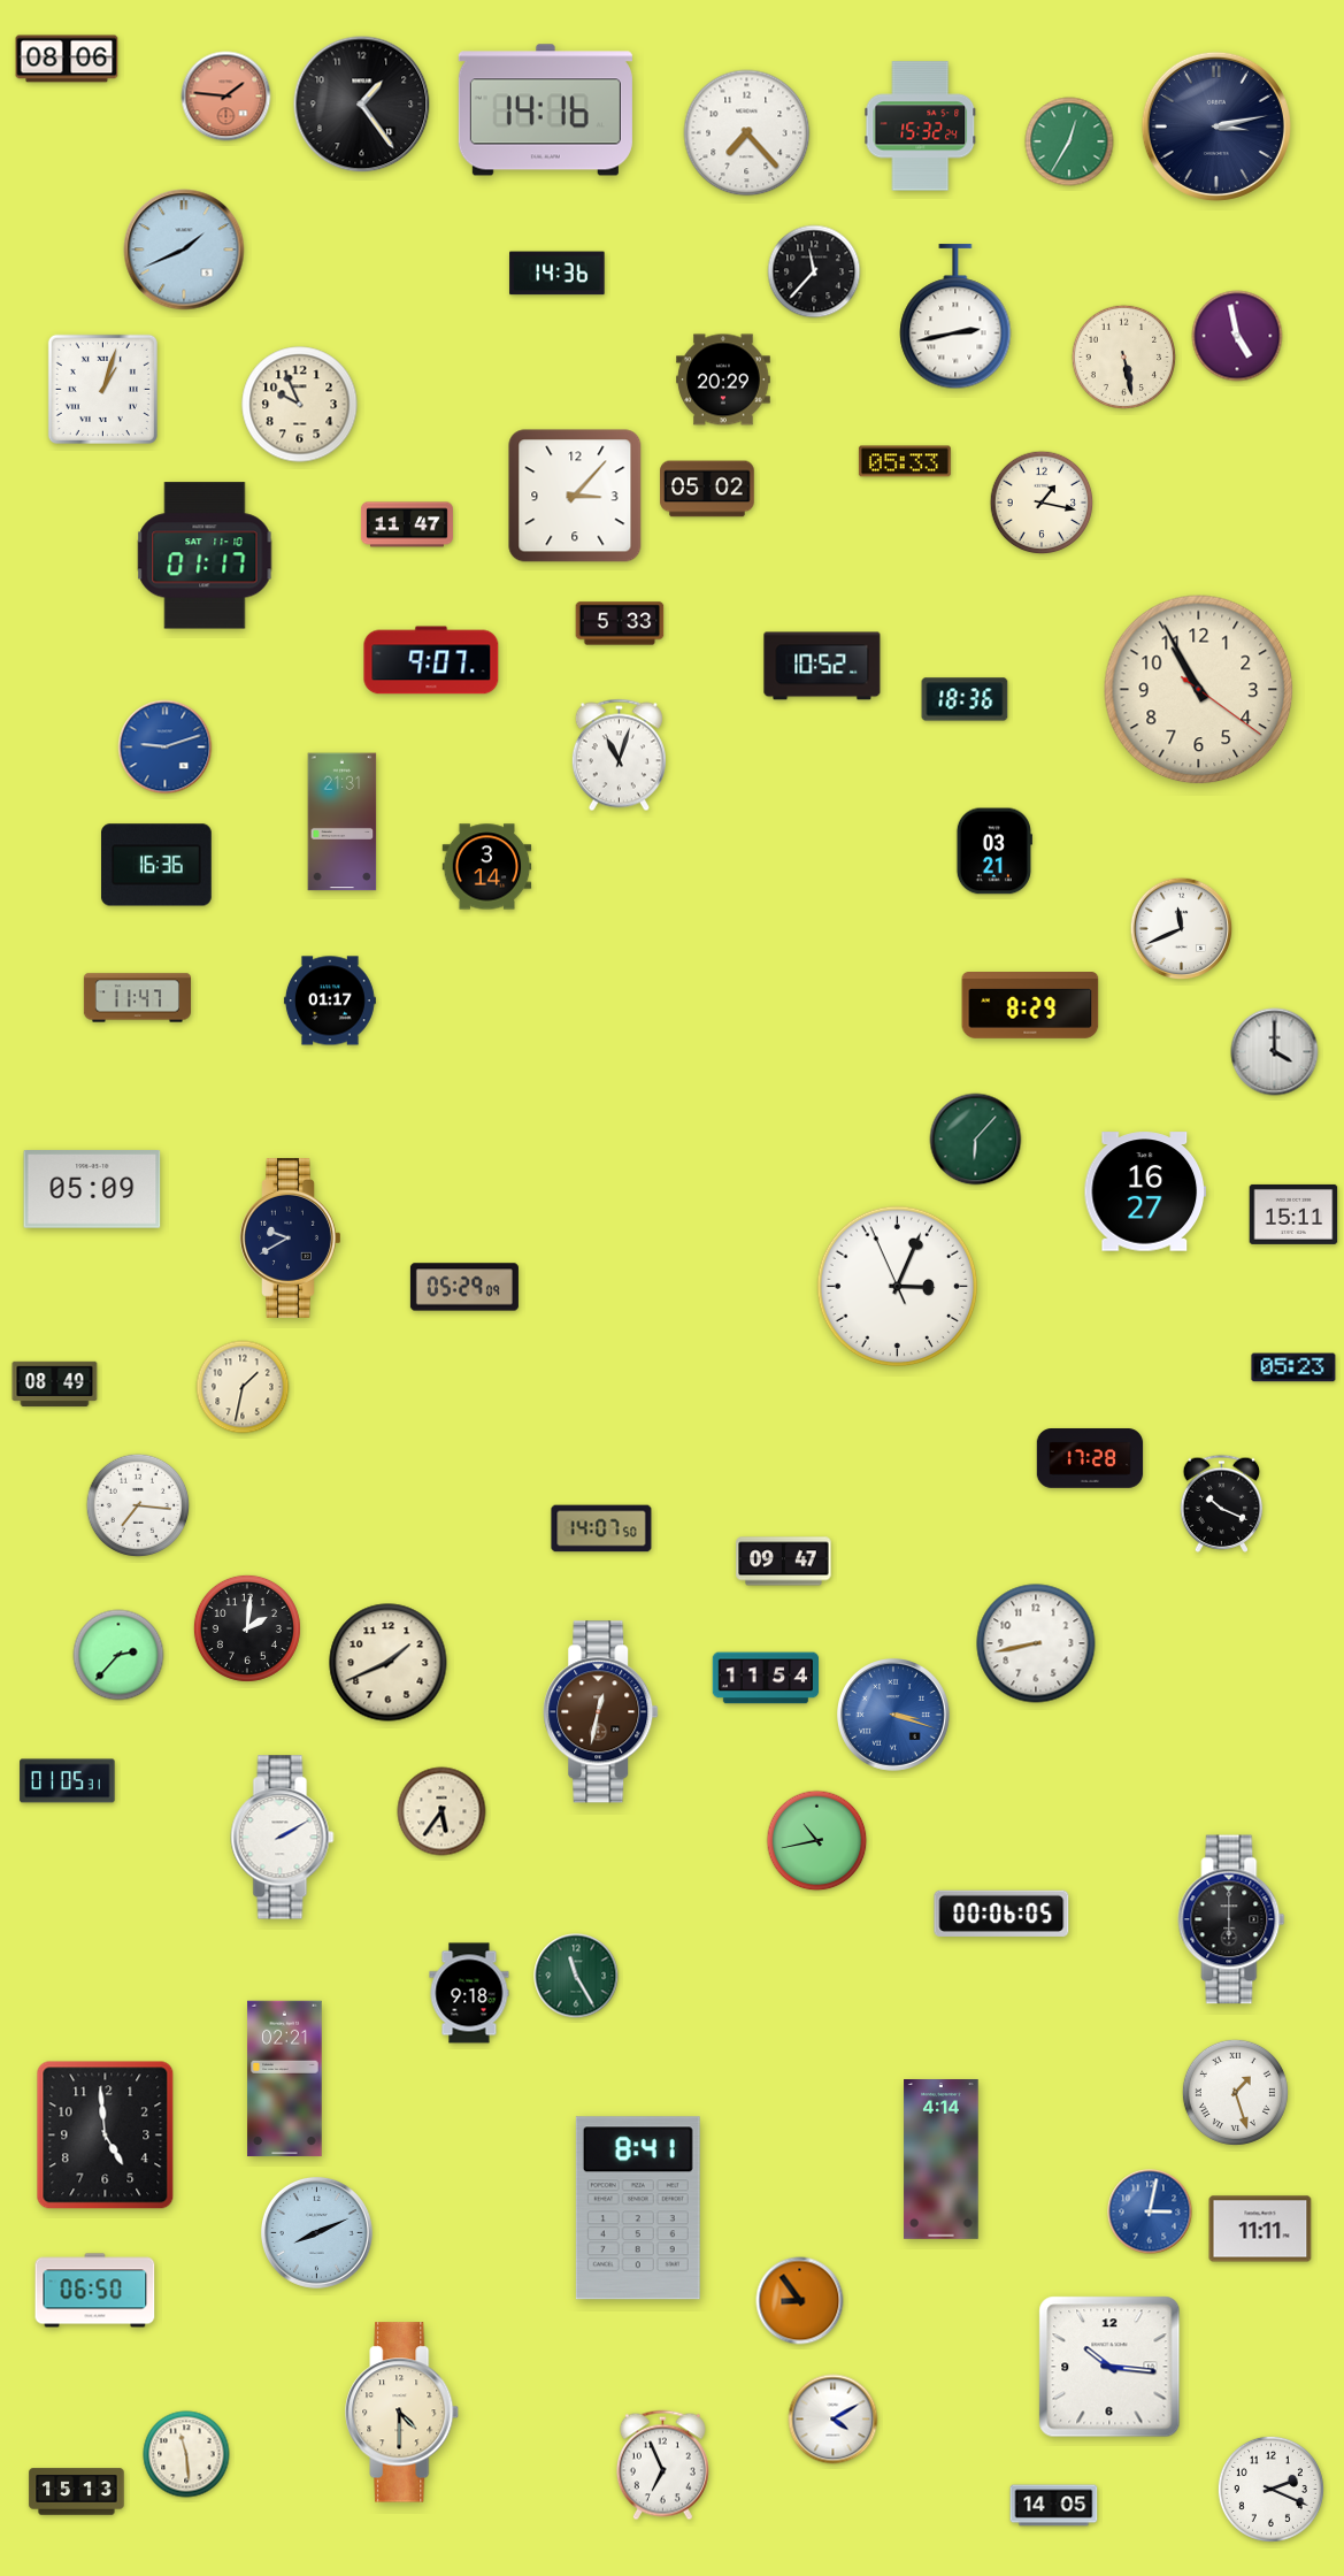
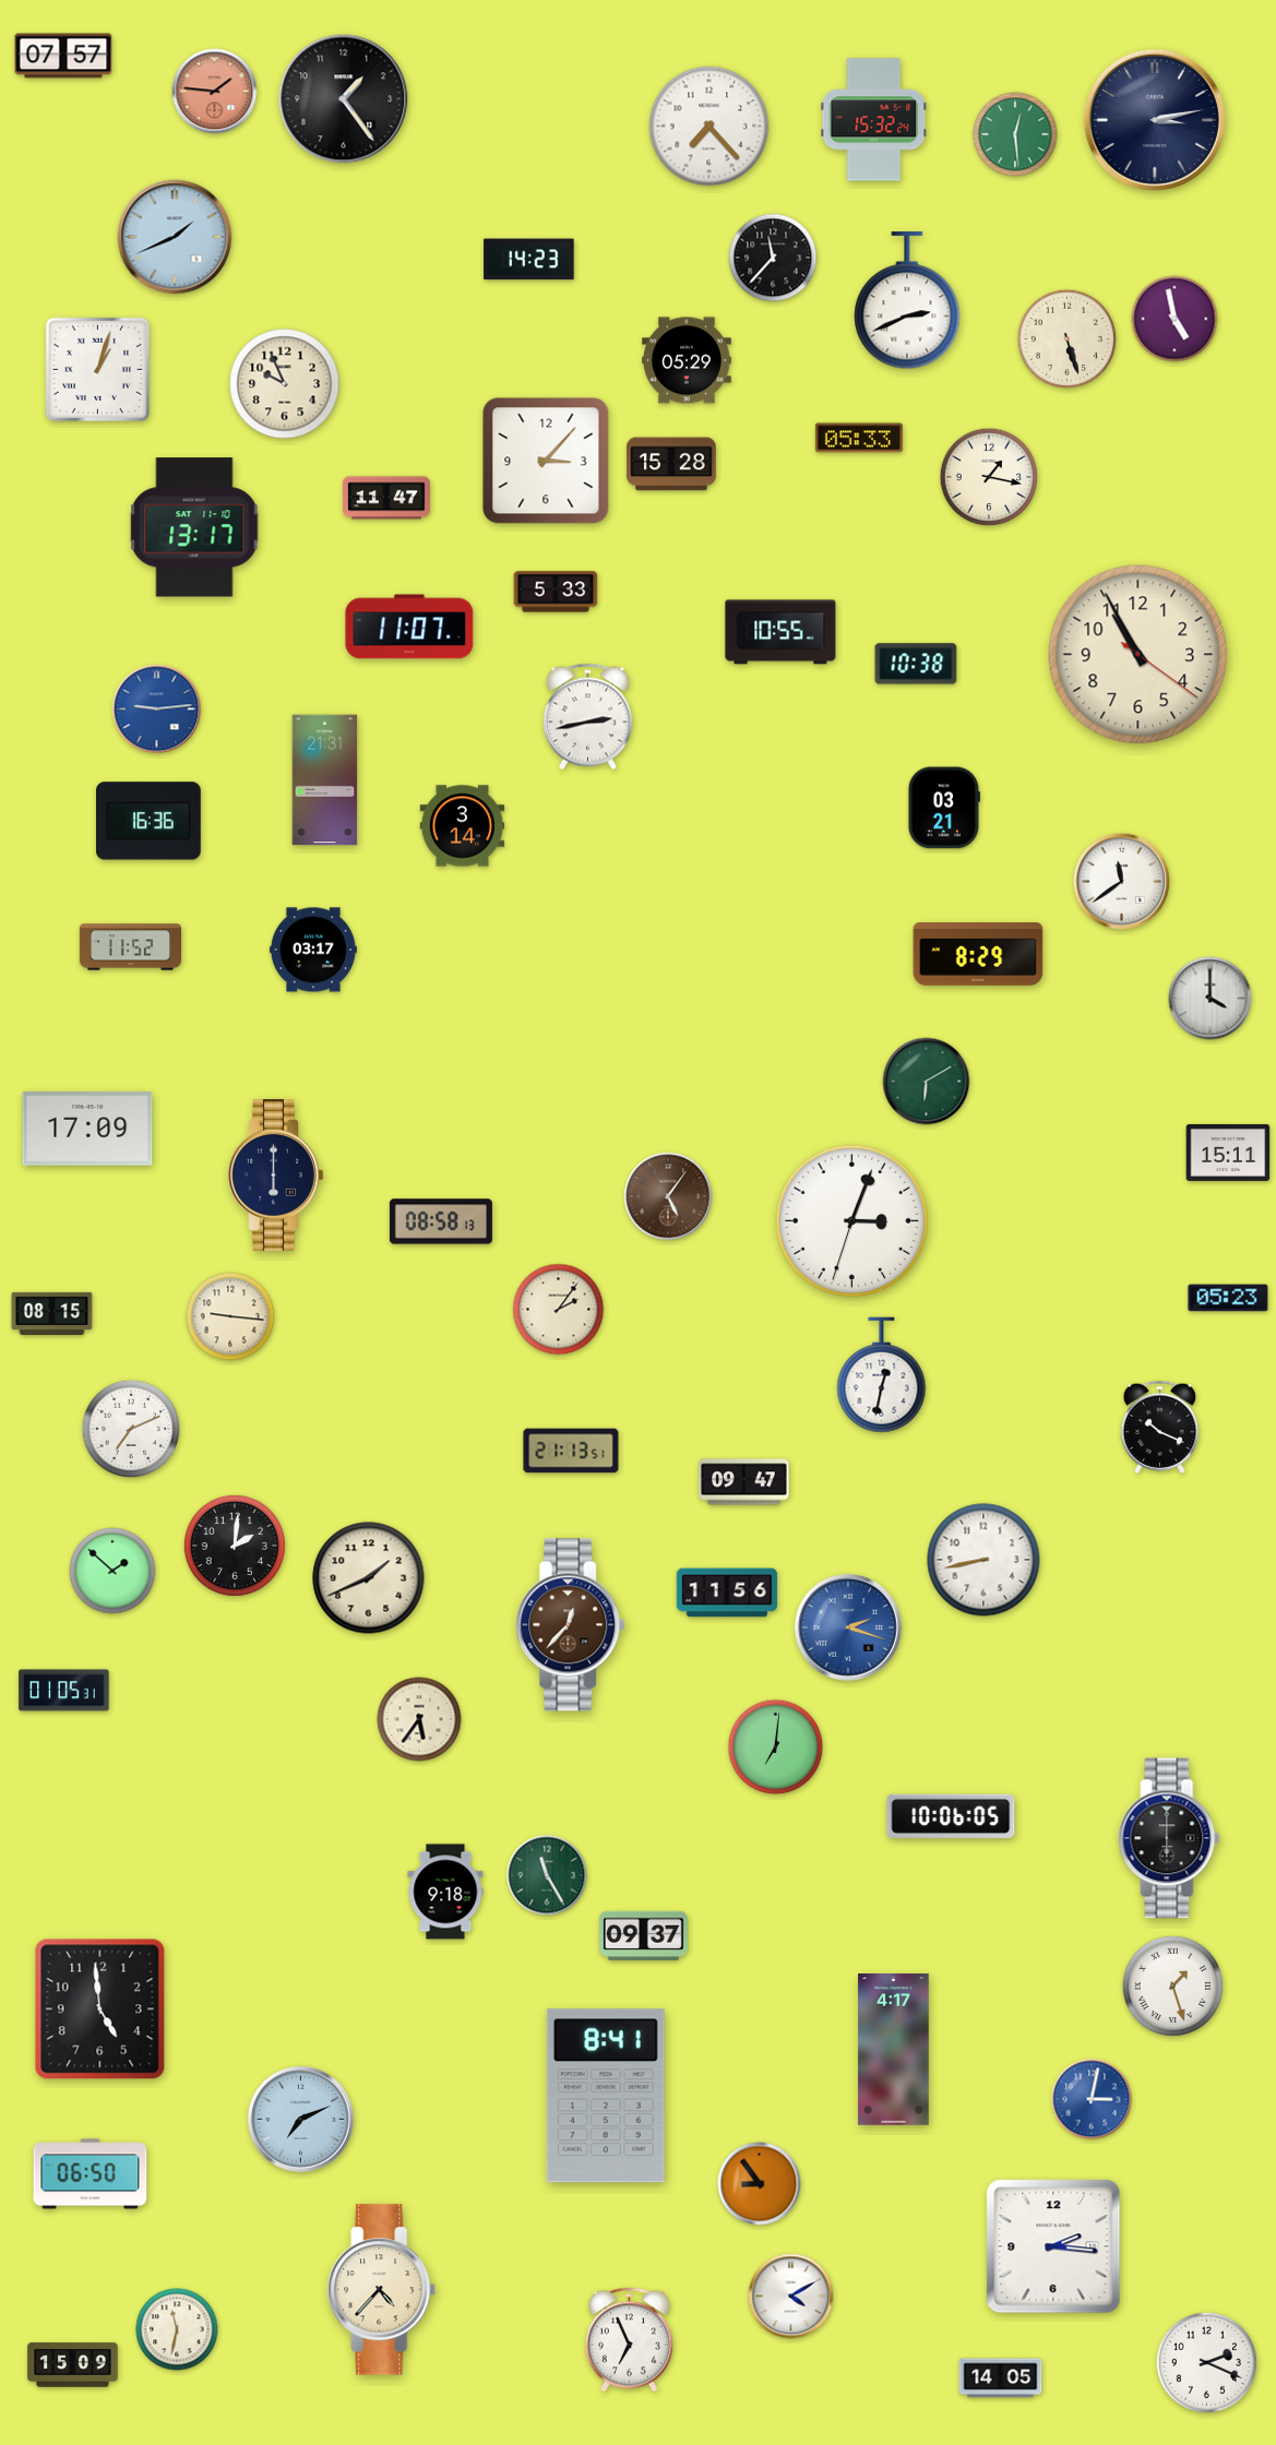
clock at (67, 59): 08:06 -> 07:57
clock at (545, 110): 14:16 -> none
clock at (1069, 141): 12:35 -> 12:29
clock at (558, 274): 14:36 -> 14:23
clock at (955, 317): 2:43 -> 2:41
clock at (1123, 356): 5:28 -> 5:27
clock at (723, 379): 20:29 -> 05:29
clock at (707, 489): 05:02 -> 15:28
clock at (575, 496) position: (575, 496) -> (546, 461)
clock at (205, 555): 01:17 -> 13:17
clock at (620, 623) position: (620, 623) -> (556, 592)
clock at (431, 660): 9:07 -> 11:07
clock at (822, 666): 10:52 -> 10:55
clock at (965, 699): 18:36 -> 10:38
clock at (166, 747): 9:12 -> 9:14
clock at (619, 756): 11:03 -> 2:43
clock at (487, 867) position: (487, 867) -> (463, 826)
clock at (1182, 929): 11:41 -> 11:39
clock at (137, 998): 11:47 -> 11:52
clock at (330, 1000): 01:17 -> 03:17
clock at (976, 1140): 6:07 -> 6:10
clock at (92, 1190): 05:09 -> 17:09
clock at (1145, 1191): 16:27 -> none
clock at (291, 1237): 9:40 -> 6:00
clock at (668, 1196): none -> 5:06
clock at (464, 1287): 05:29 -> 08:58
clock at (898, 1287): 3:03:56 -> 3:03:33
clock at (559, 1310): none -> 2:06
clock at (55, 1385): 08:49 -> 08:15
clock at (243, 1387): 1:32 -> 9:16
clock at (882, 1375): none -> 12:32
clock at (1090, 1458): 17:28 -> none
clock at (138, 1505): 7:16 -> 7:11
clock at (601, 1528): 14:07 -> 21:13
clock at (118, 1655): 2:37 -> 1:52
clock at (766, 1678): 11:54 -> 11:56
clock at (601, 1712): 12:32 -> 12:37
clock at (894, 1716): 3:18 -> 2:18
clock at (283, 1838): 2:10 -> none
clock at (817, 1841): 10:43 -> 7:01
clock at (1001, 1914): 00:06 -> 10:06
clock at (1231, 1919) position: (1231, 1919) -> (1169, 1838)
clock at (644, 1935): none -> 09:37
clock at (285, 2079): 02:21 -> none
clock at (106, 2136) position: (106, 2136) -> (100, 2009)
clock at (942, 2160): 4:14 -> 4:17
clock at (1260, 2229): 11:11 -> none
clock at (316, 2232): 8:11 -> 7:11
clock at (1109, 2367): 10:16 -> 2:16
clock at (402, 2413): 4:30 -> 4:37
clock at (186, 2454): 11:29 -> 11:32
clock at (77, 2492): 15:13 -> 15:09
